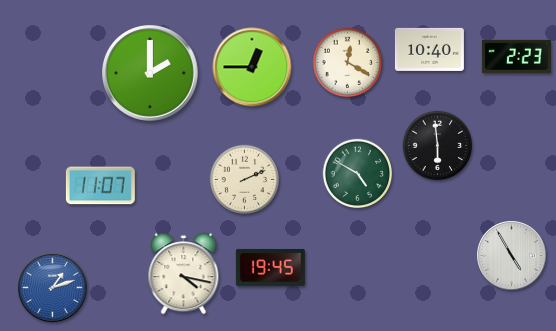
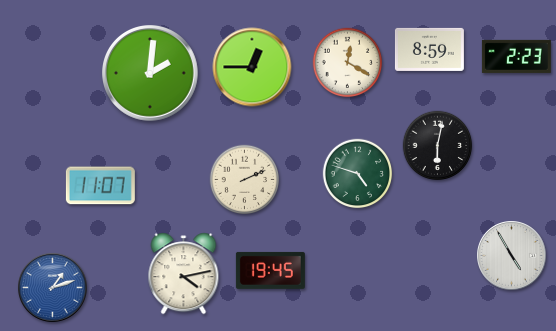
clock at (429, 49): 10:40 -> 8:59
clock at (151, 74): 2:00 -> 2:01
clock at (438, 146): 5:59 -> 6:02
clock at (358, 174): 4:50 -> 4:48
clock at (270, 267) position: (270, 267) -> (270, 270)
clock at (184, 274): 4:17 -> 4:13
